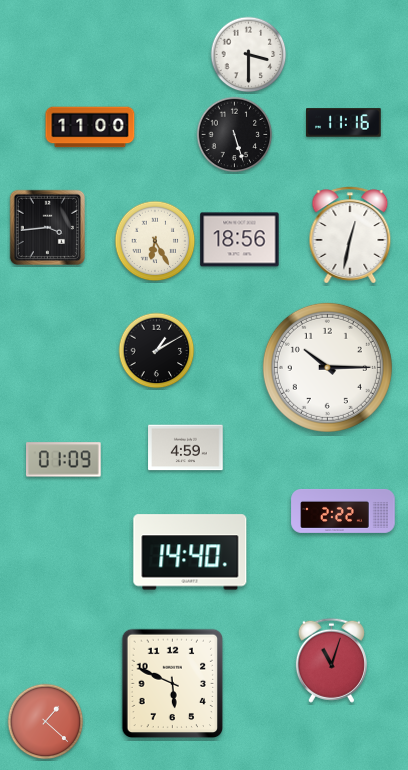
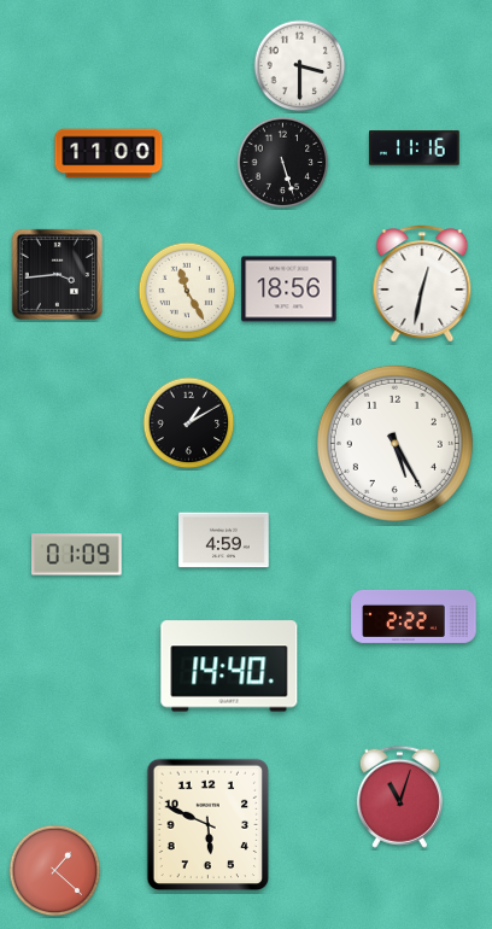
clock at (155, 241): 6:25 -> 11:25
clock at (327, 367): 10:15 -> 5:25
